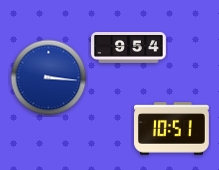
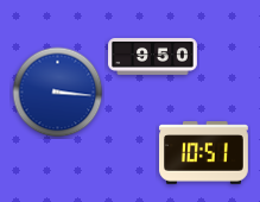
clock at (129, 48): 9:54 -> 9:50
